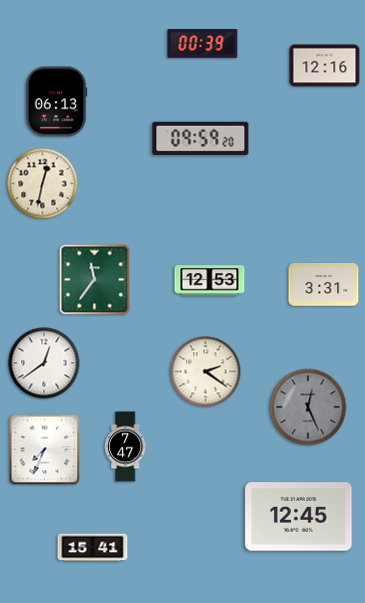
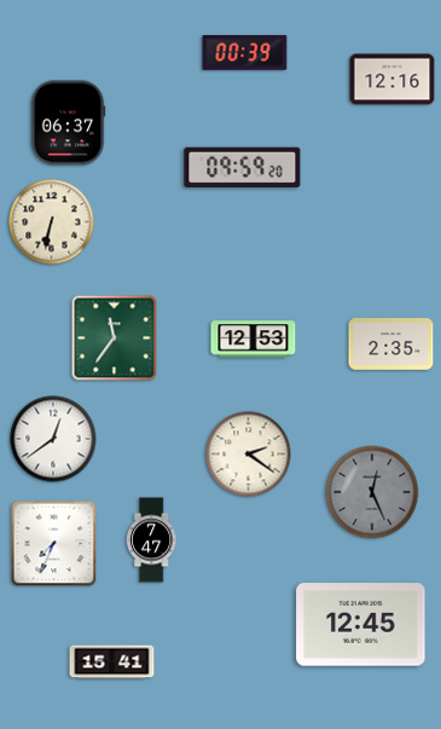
clock at (56, 102): 06:13 -> 06:37
clock at (43, 184): 12:32 -> 6:32
clock at (324, 285): 3:31 -> 2:35
clock at (206, 372) position: (206, 372) -> (249, 455)
